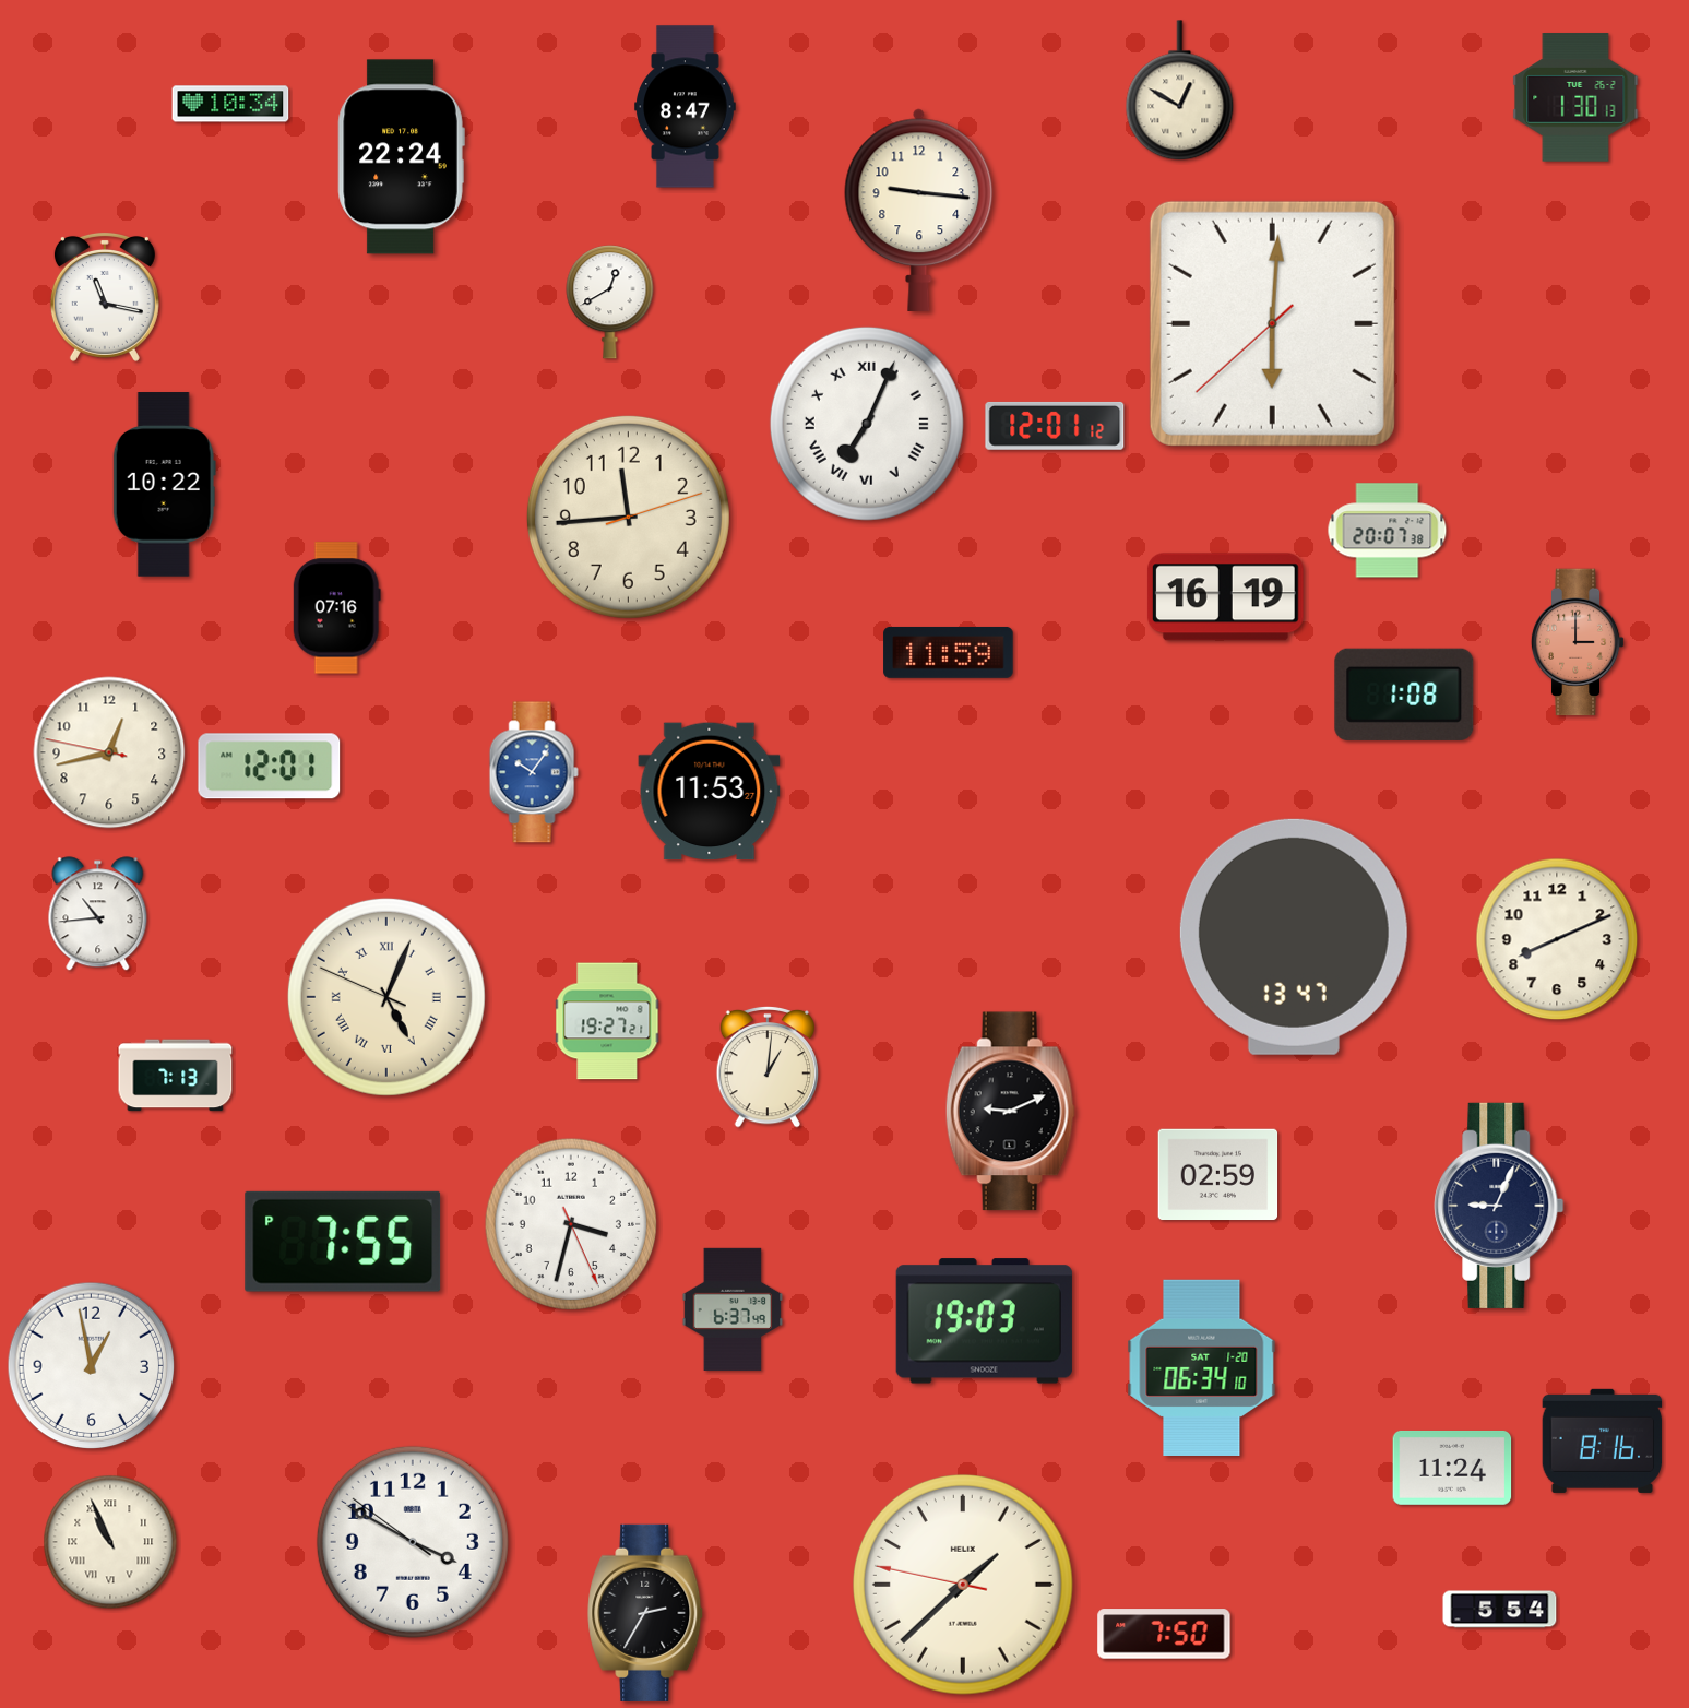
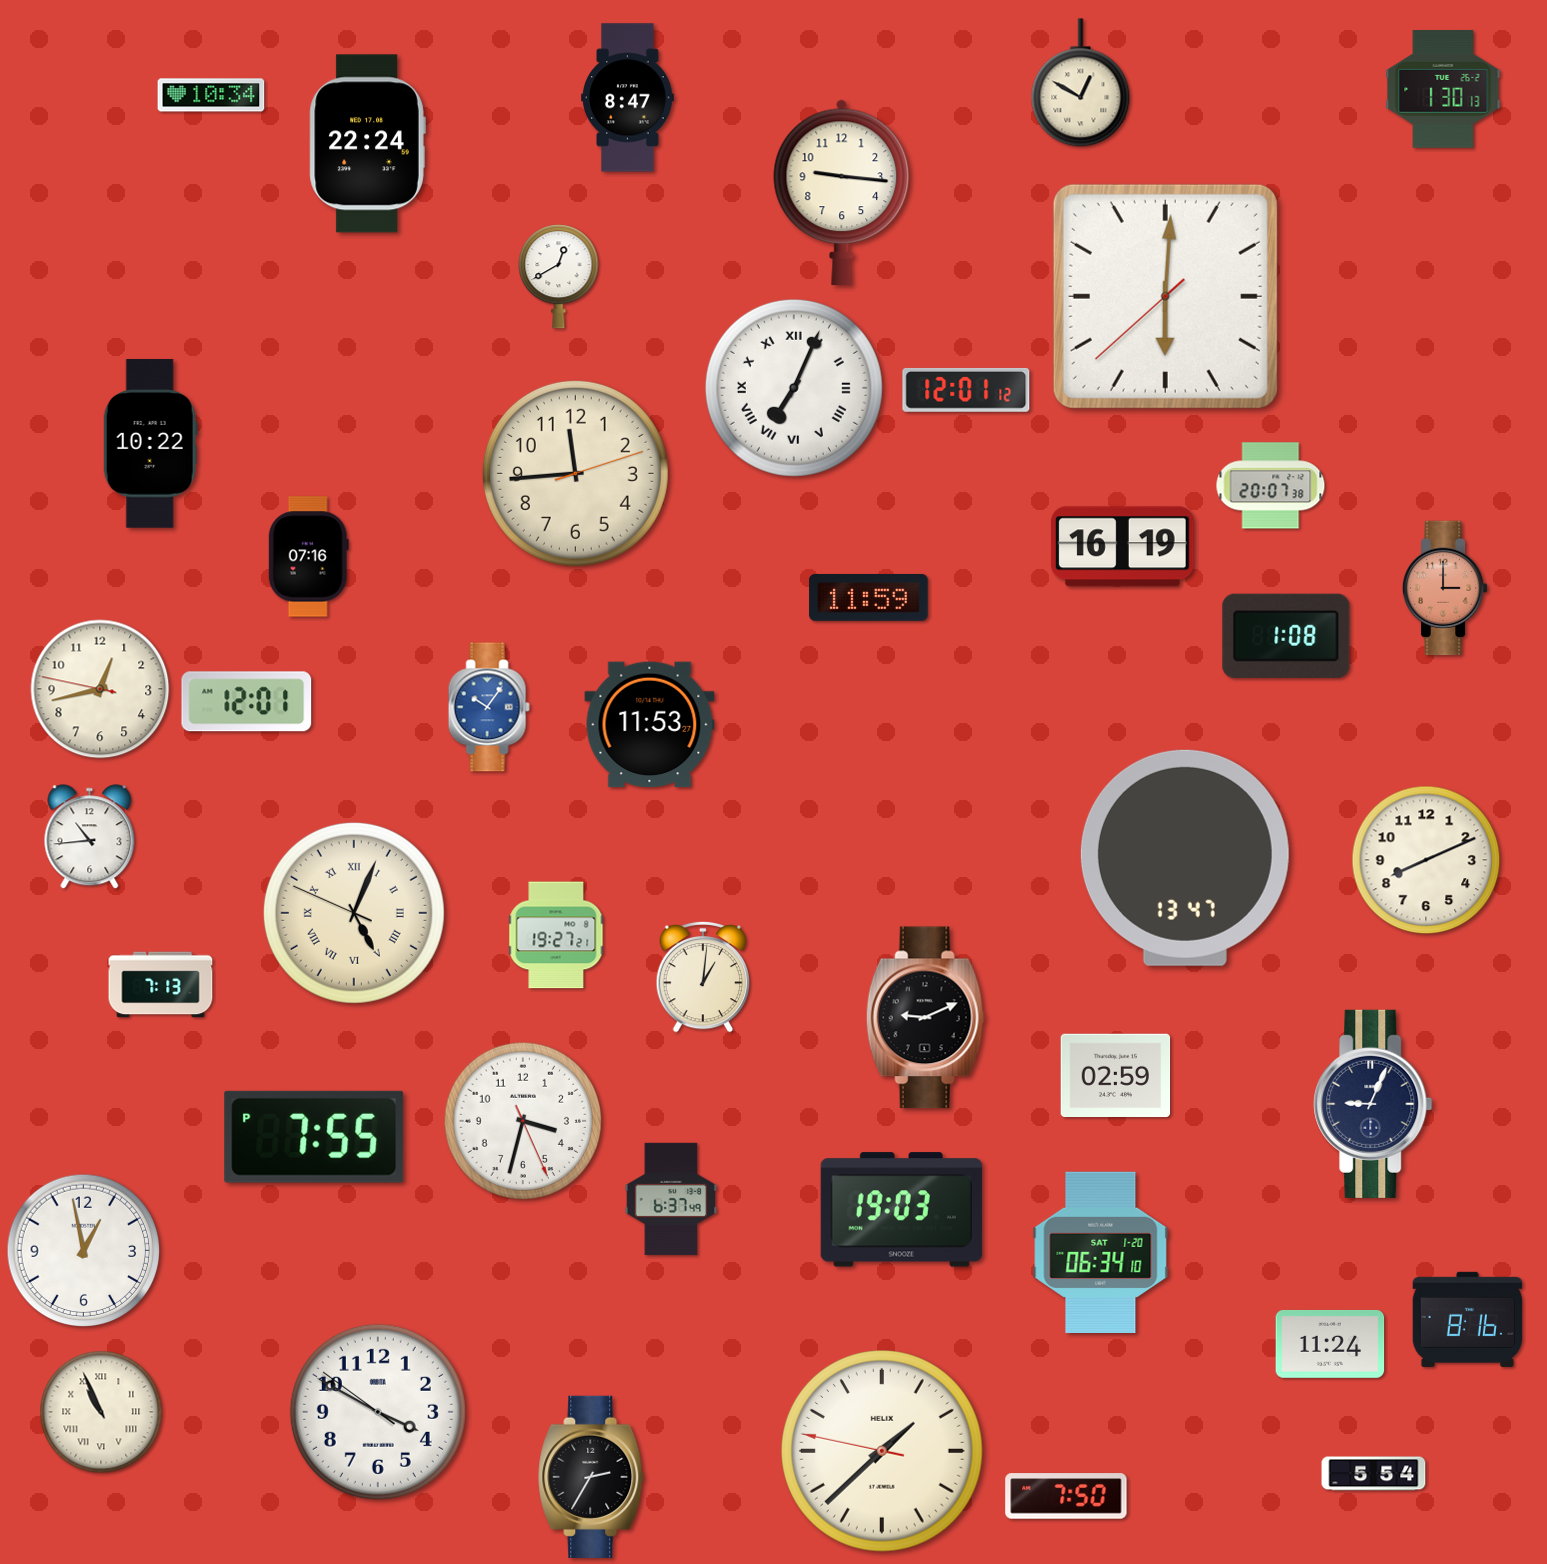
clock at (105, 297): 11:17 -> none
